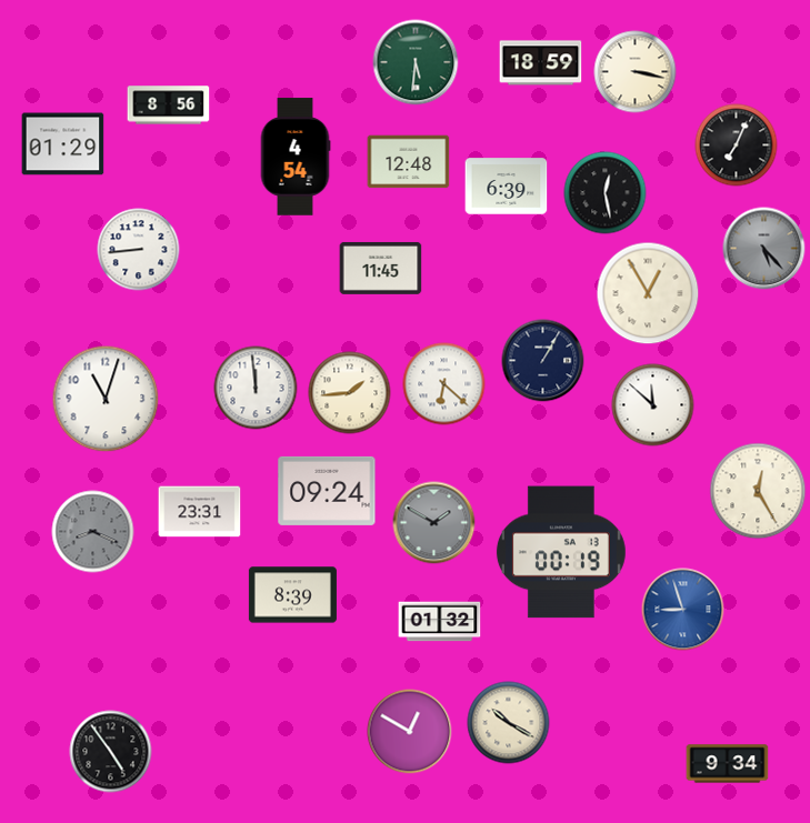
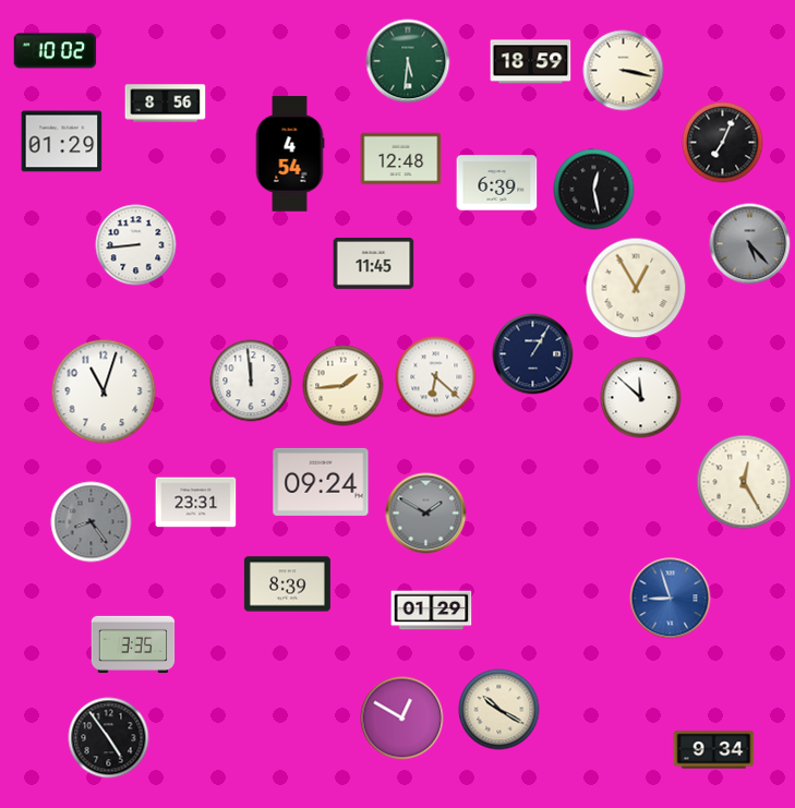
clock at (56, 51): none -> 10:02
clock at (93, 532): 8:19 -> 8:24
clock at (561, 552): 00:19 -> none
clock at (440, 622): 01:32 -> 01:29
clock at (133, 644): none -> 3:35
